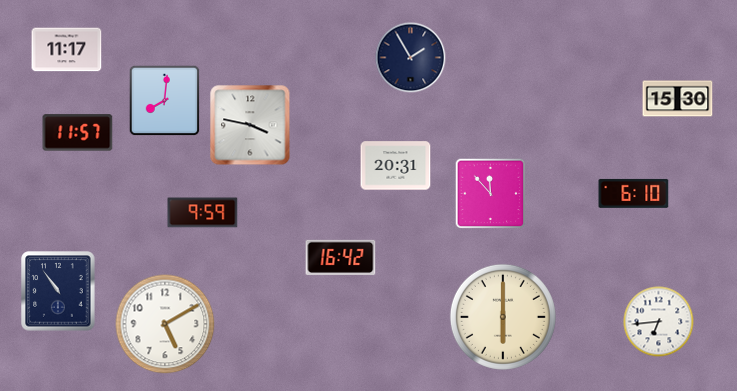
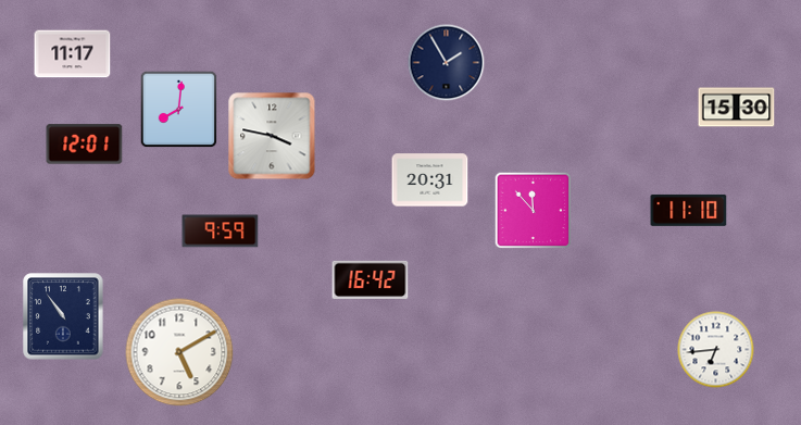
clock at (78, 133): 11:57 -> 12:01
clock at (634, 193): 6:10 -> 11:10
clock at (503, 317): 6:00 -> none
